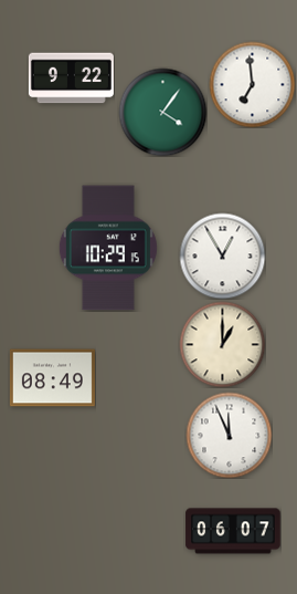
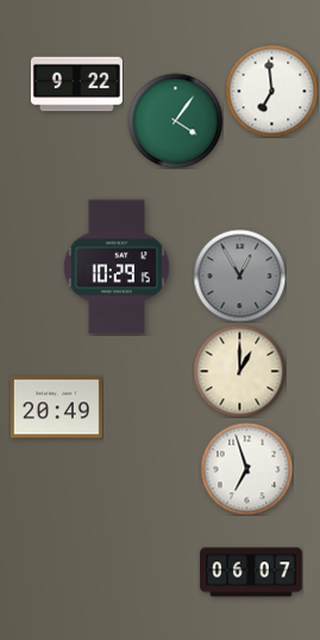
clock at (222, 256) dial: white -> grey
clock at (52, 378): 08:49 -> 20:49
clock at (229, 435): 11:56 -> 6:57
